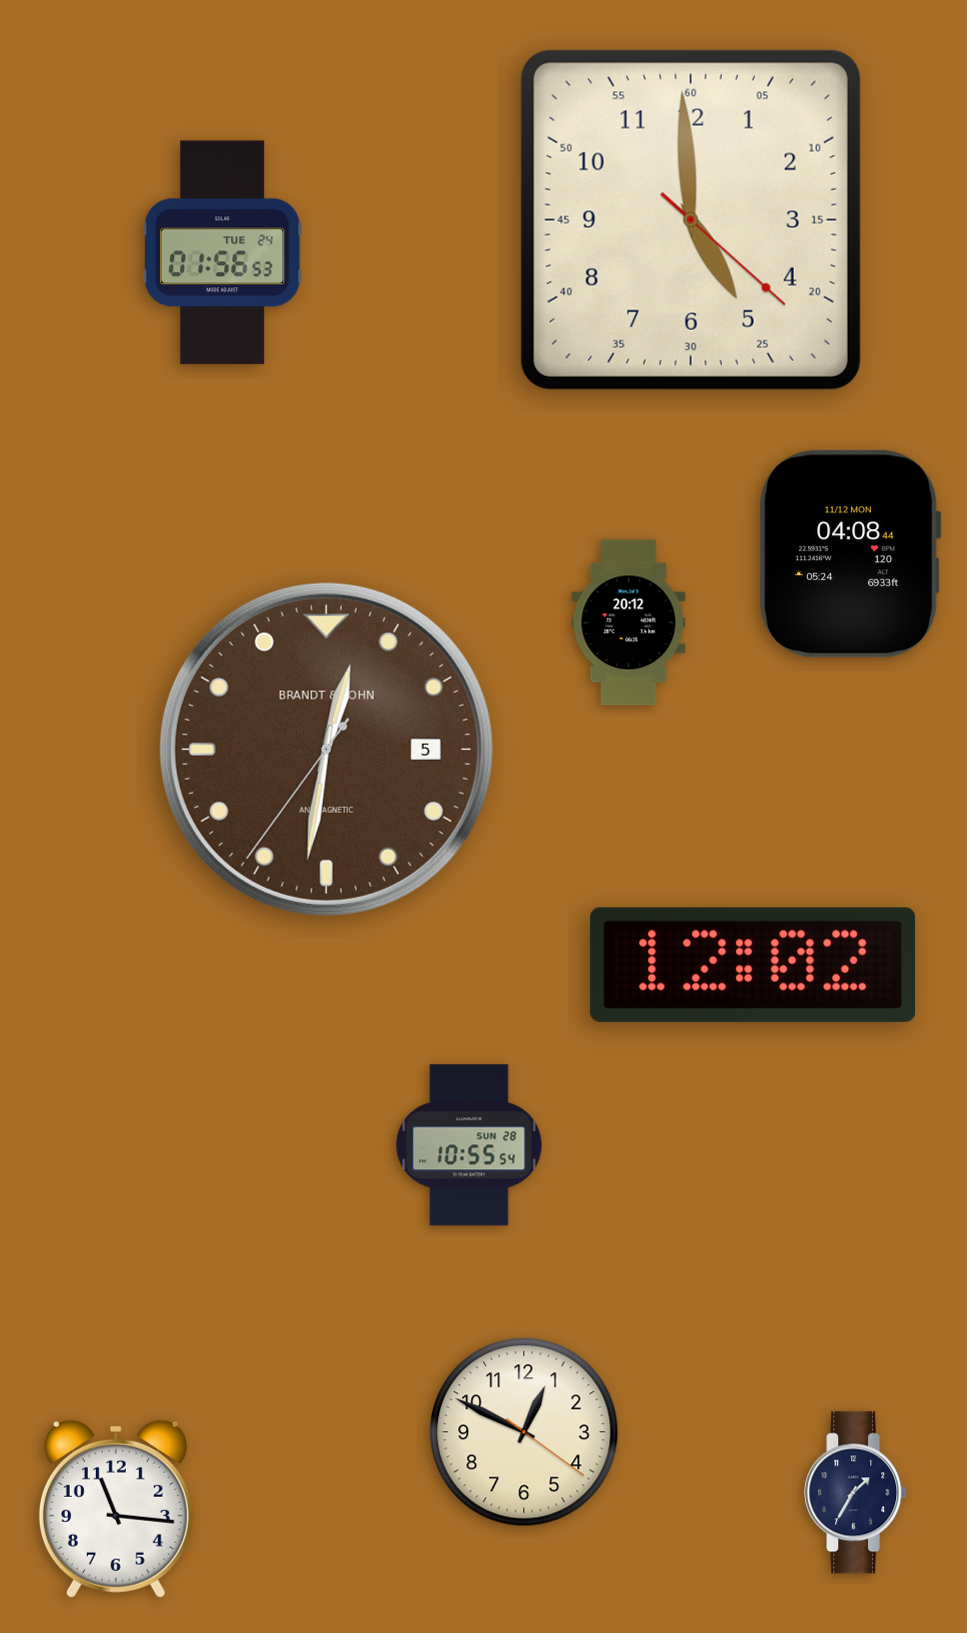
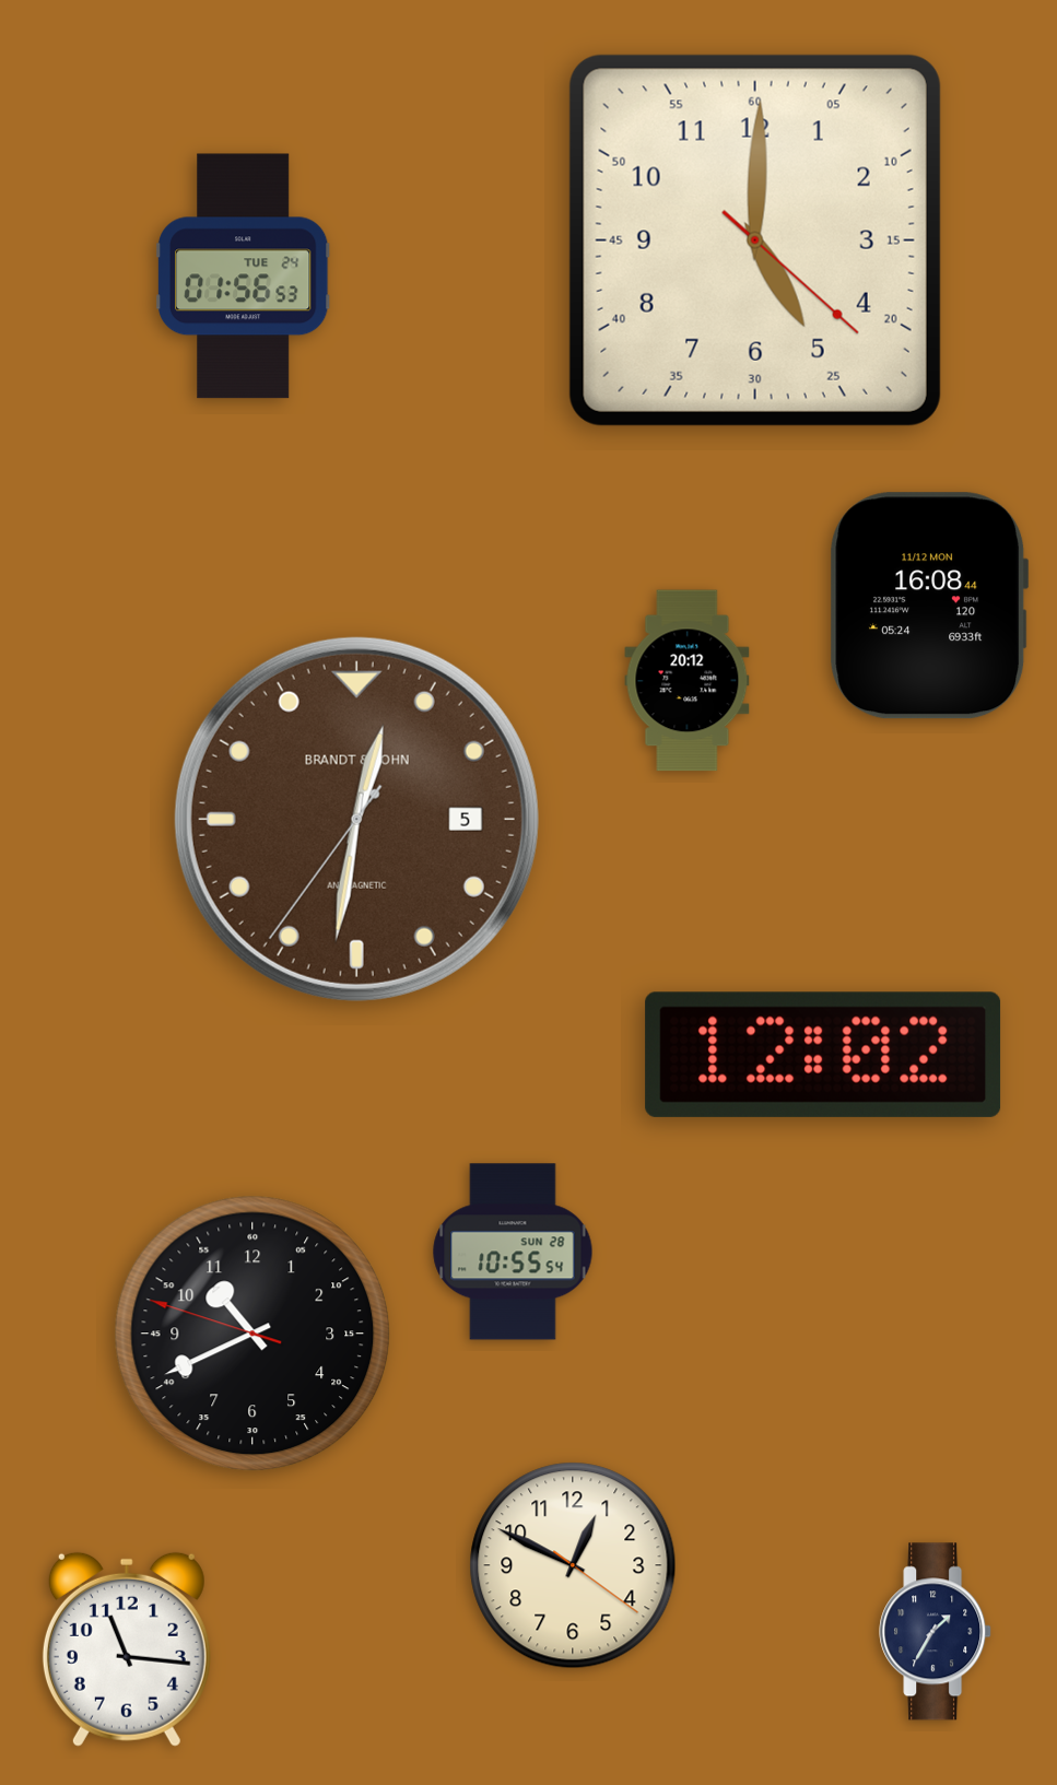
clock at (691, 220): 4:59 -> 5:00
clock at (850, 554): 04:08 -> 16:08
clock at (252, 1334): none -> 10:40
